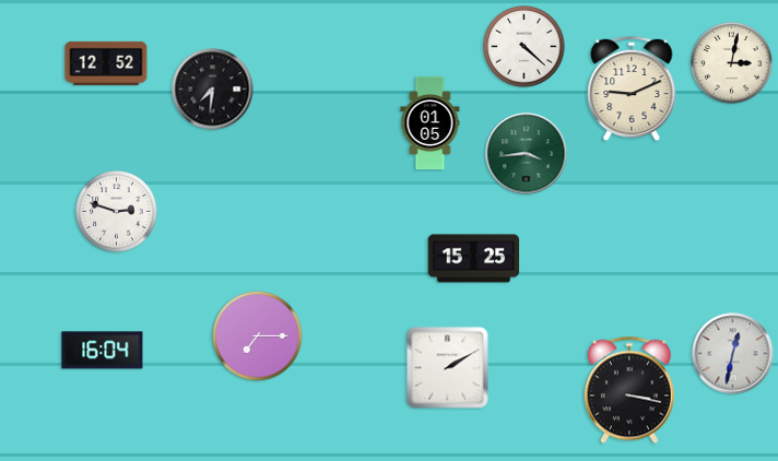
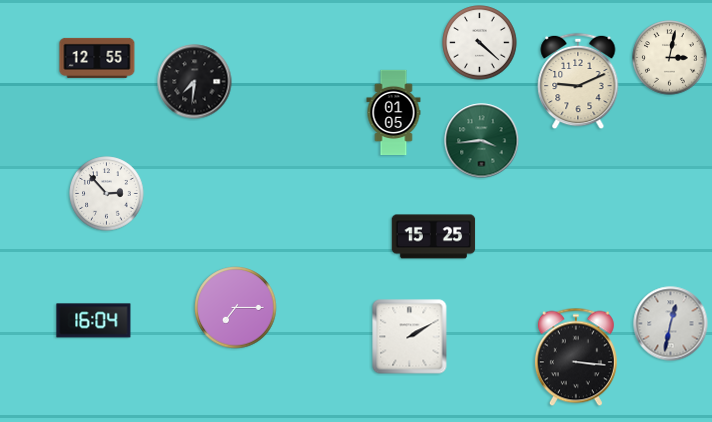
clock at (106, 63): 12:52 -> 12:55
clock at (117, 212): 2:48 -> 2:53
clock at (629, 390): 3:17 -> 3:16
